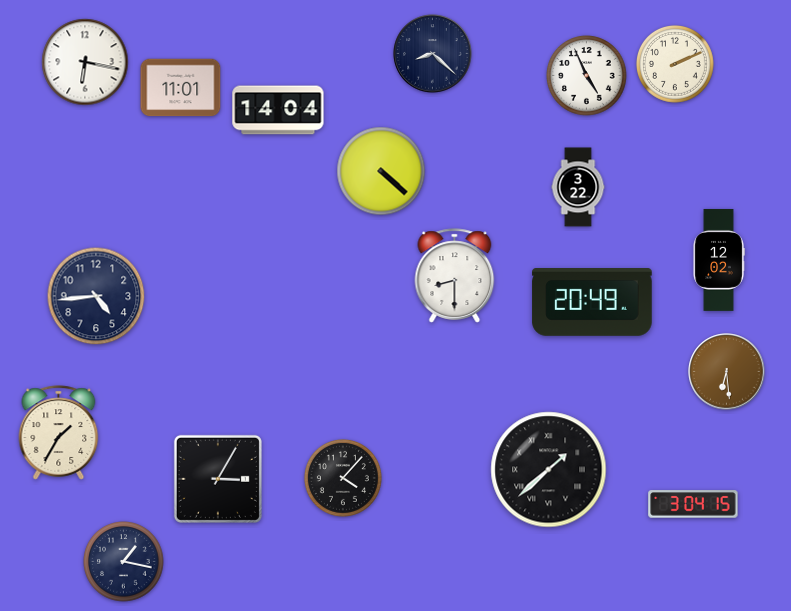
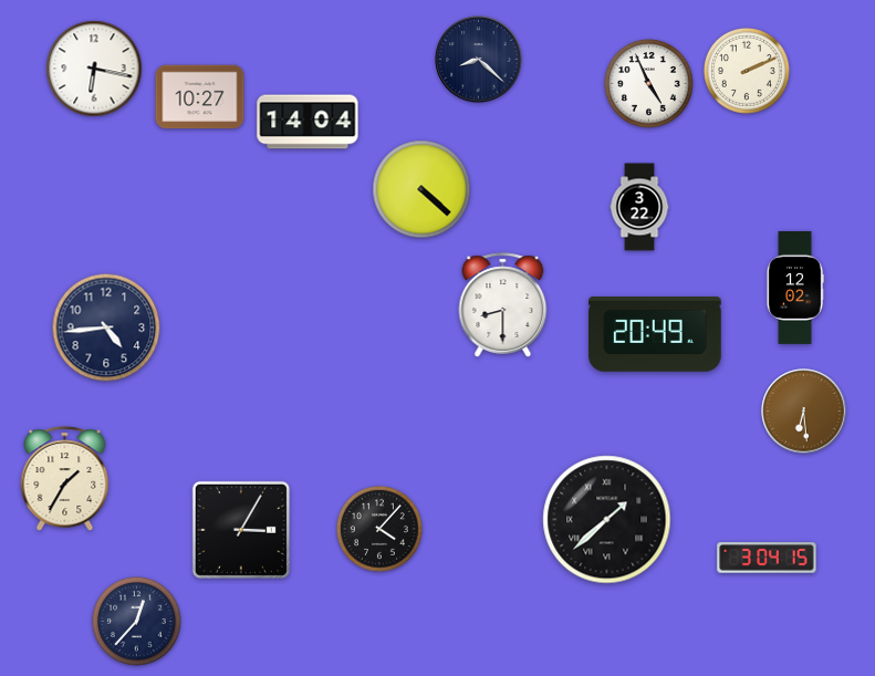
clock at (181, 88): 11:01 -> 10:27
clock at (124, 562): 1:17 -> 12:37
